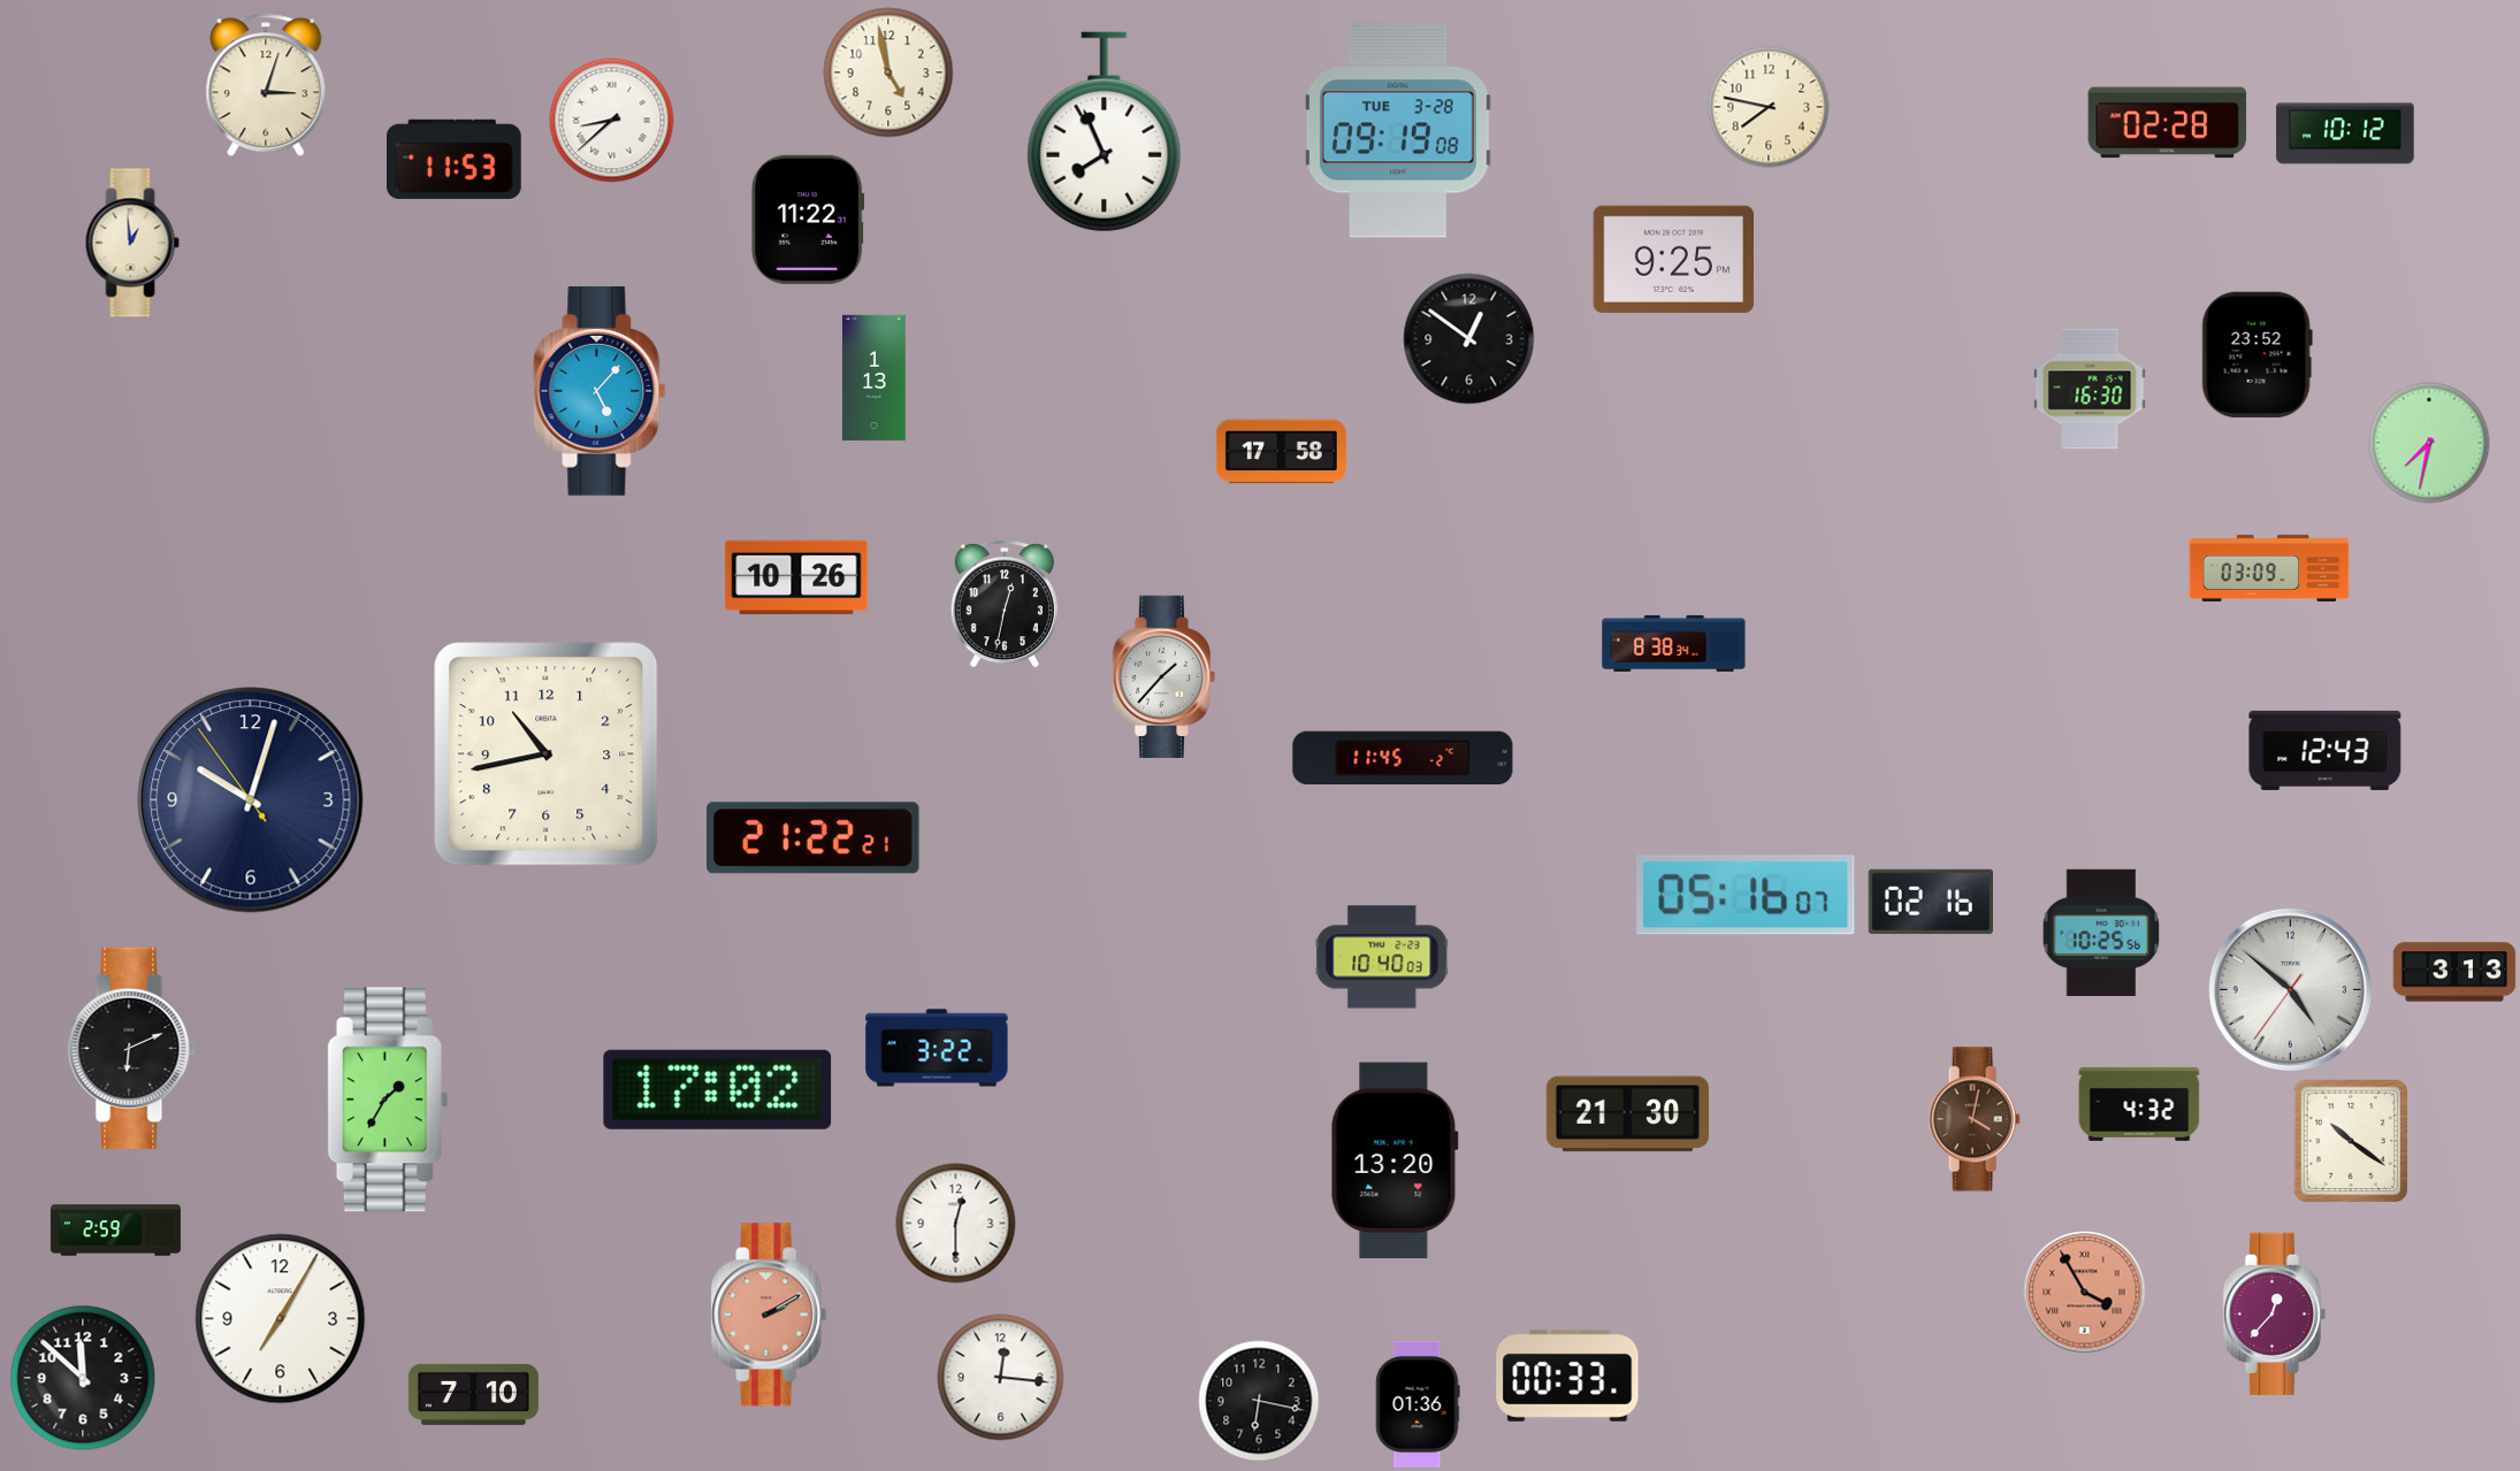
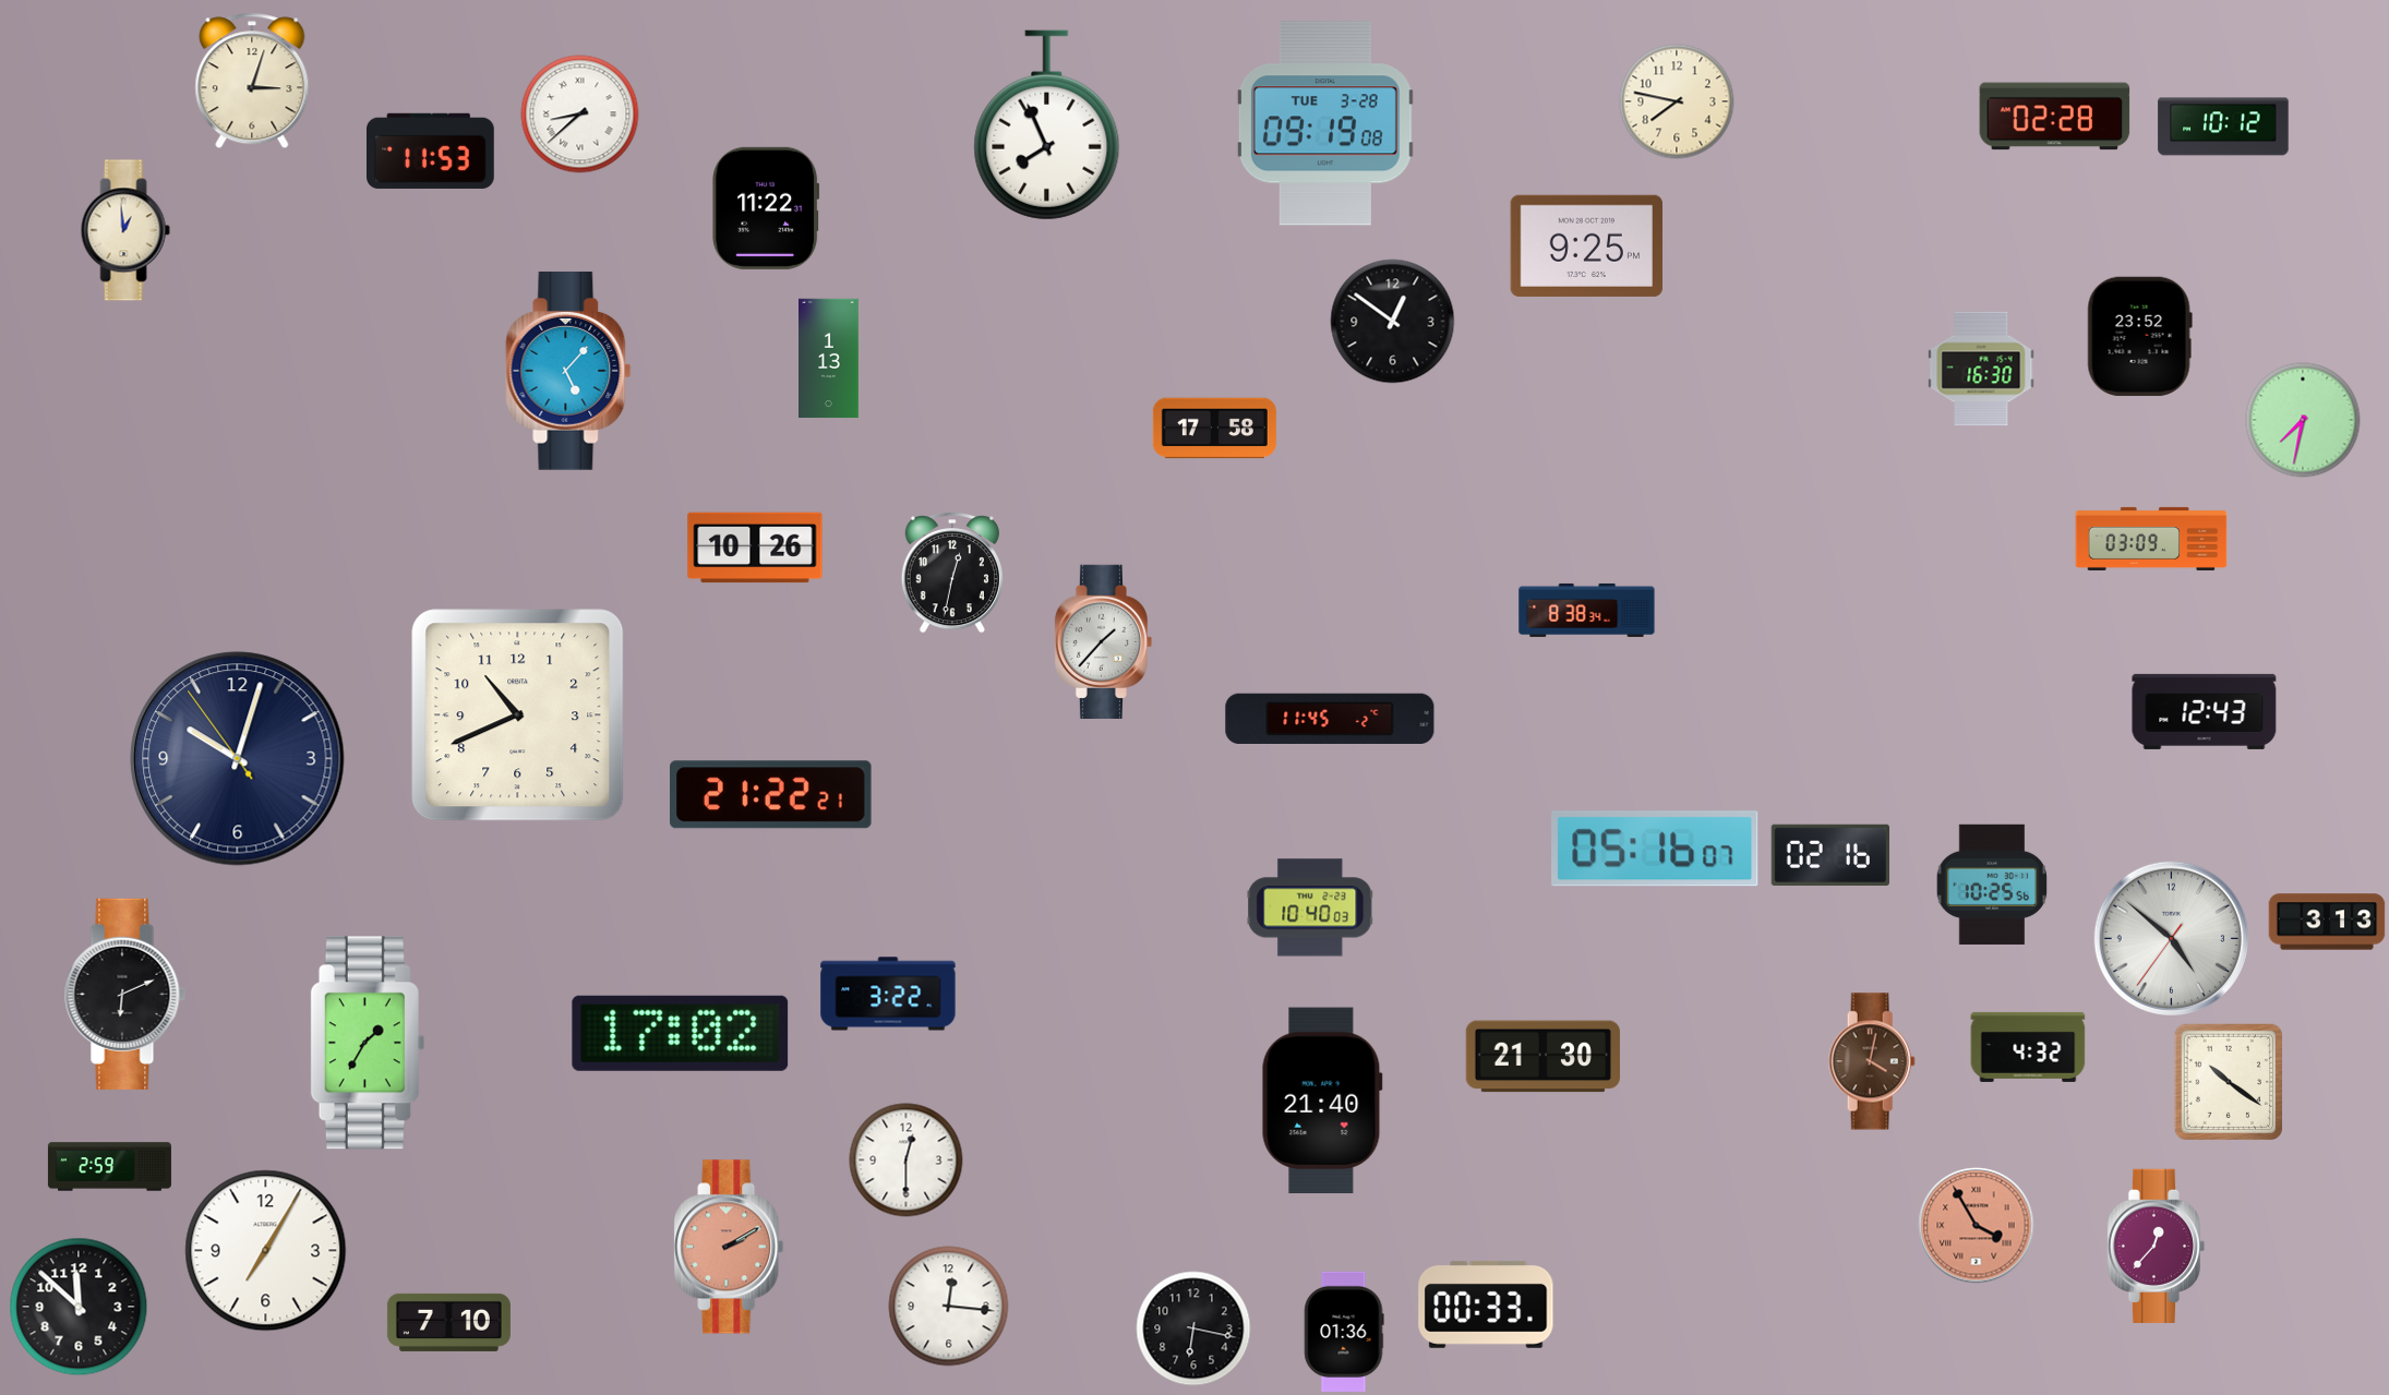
clock at (888, 72): 4:58 -> none
clock at (547, 754): 10:43 -> 10:41
clock at (1395, 1160): 13:20 -> 21:40
